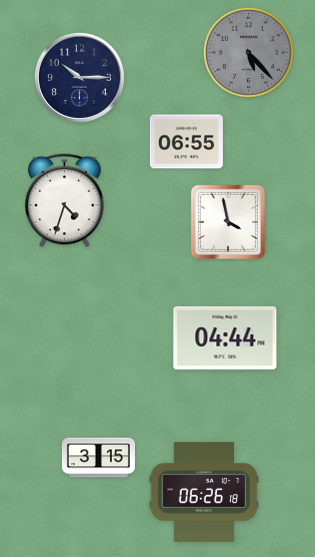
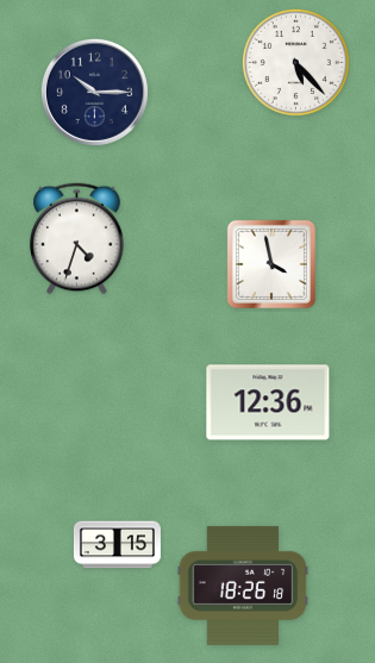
clock at (248, 52) dial: grey -> white
clock at (186, 142): 06:55 -> none
clock at (225, 338): 04:44 -> 12:36
clock at (204, 492): 06:26 -> 18:26
